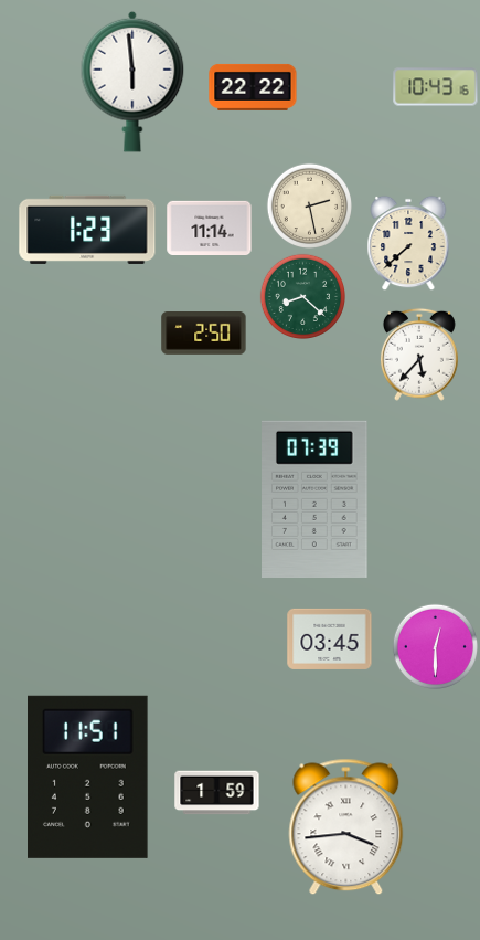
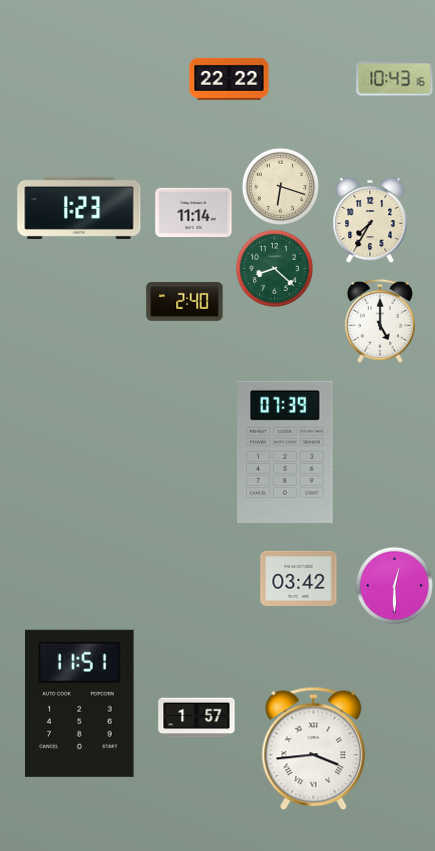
clock at (132, 82): 5:59 -> none
clock at (309, 205): 2:28 -> 6:18
clock at (210, 228) position: (210, 228) -> (194, 212)
clock at (408, 243): 7:38 -> 7:35
clock at (204, 334): 2:50 -> 2:40
clock at (419, 355): 5:37 -> 5:00
clock at (330, 638): 03:45 -> 03:42
clock at (217, 793): 1:59 -> 1:57
